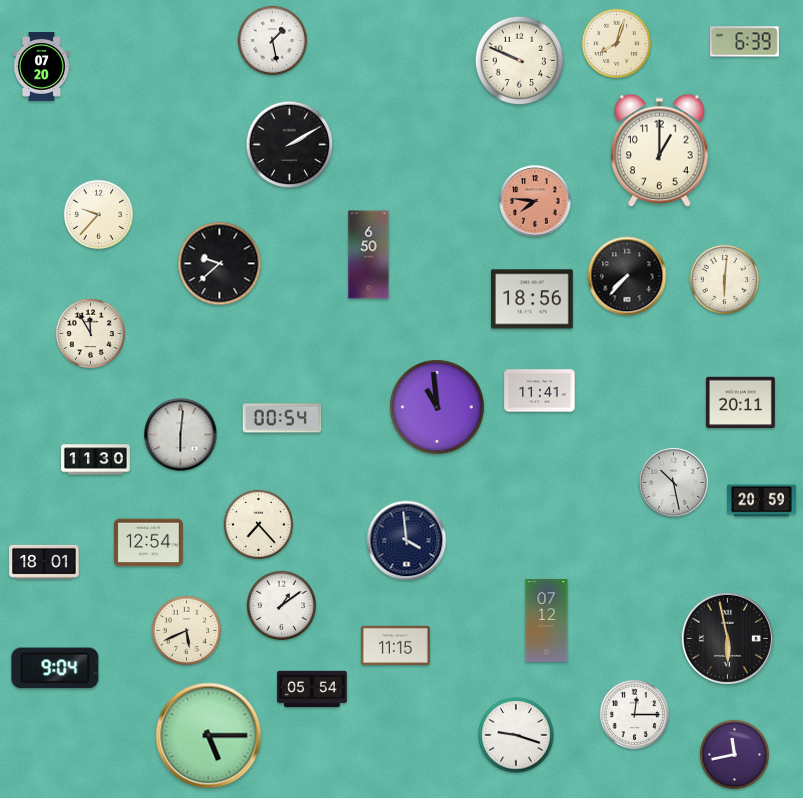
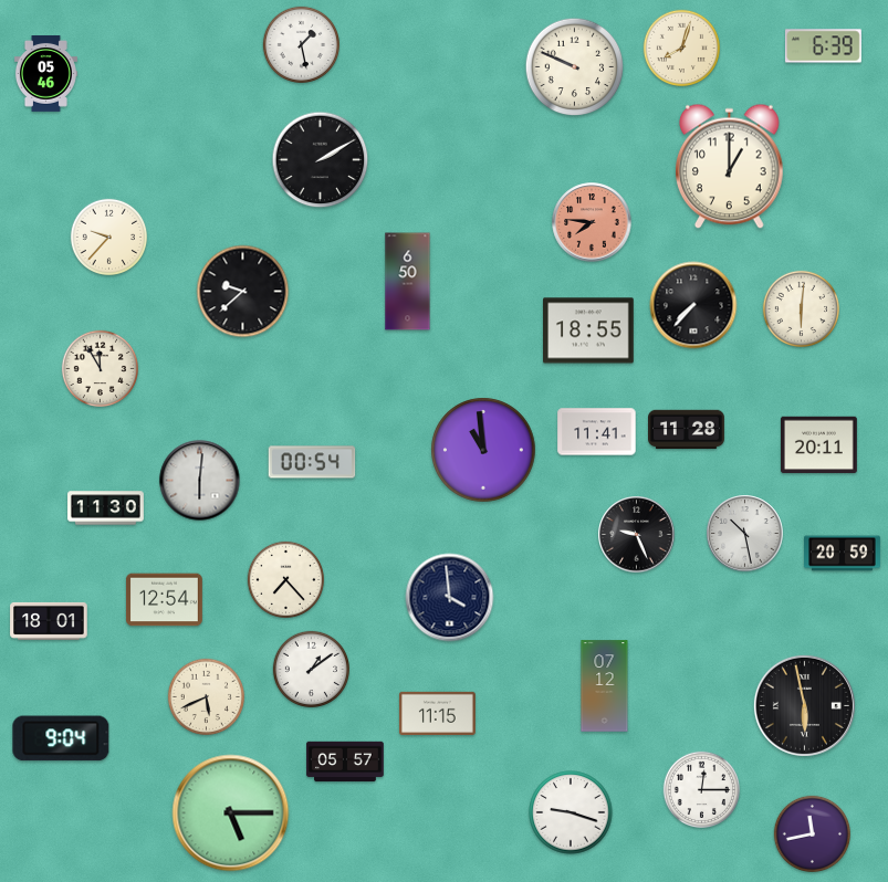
clock at (41, 67): 07:20 -> 05:46
clock at (533, 299): 18:56 -> 18:55
clock at (687, 430): none -> 11:28
clock at (637, 535): none -> 9:26
clock at (312, 689): 05:54 -> 05:57
